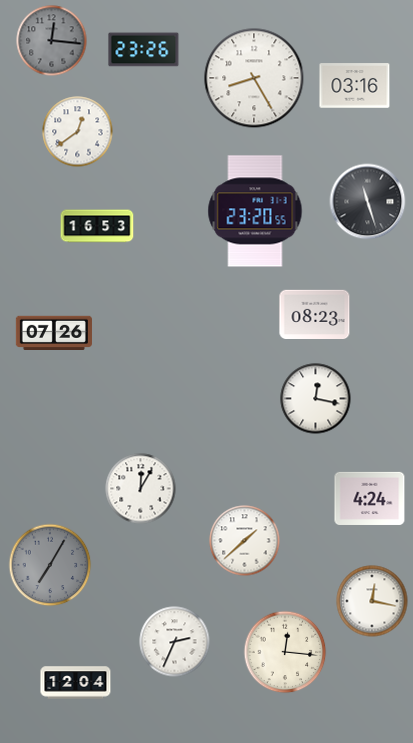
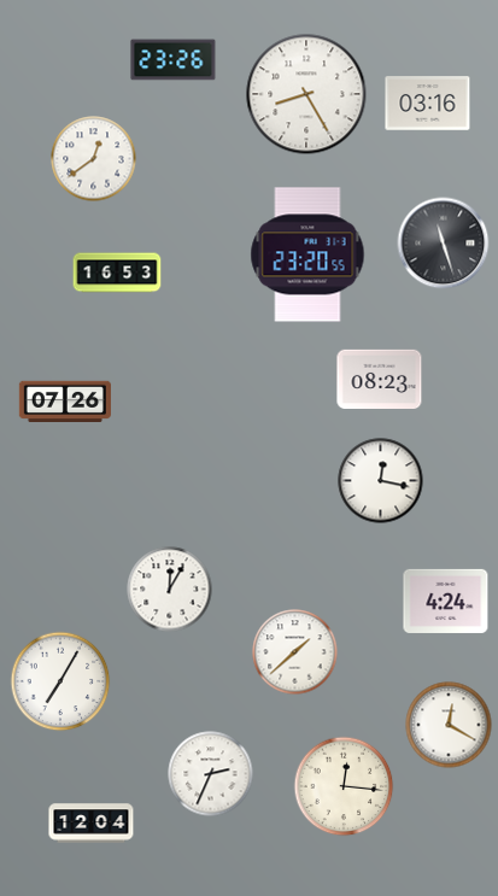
clock at (52, 41): 12:16 -> none
clock at (50, 565) dial: grey -> white
clock at (372, 601): 12:17 -> 12:20
